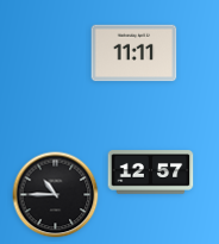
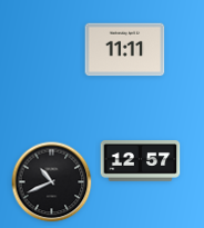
clock at (56, 195): 10:45 -> 10:41
